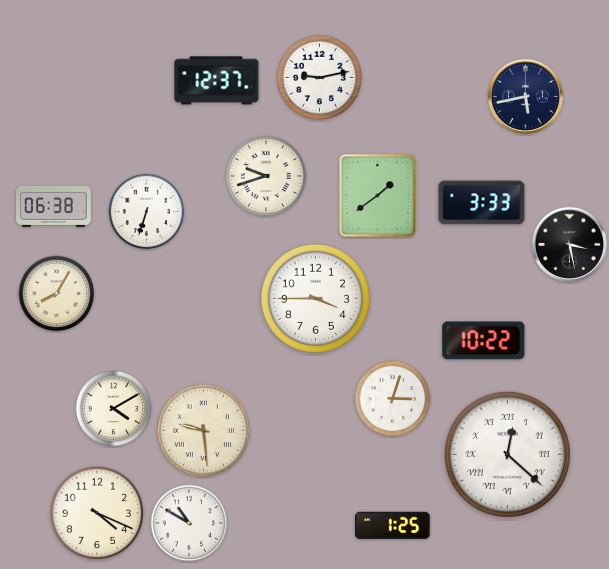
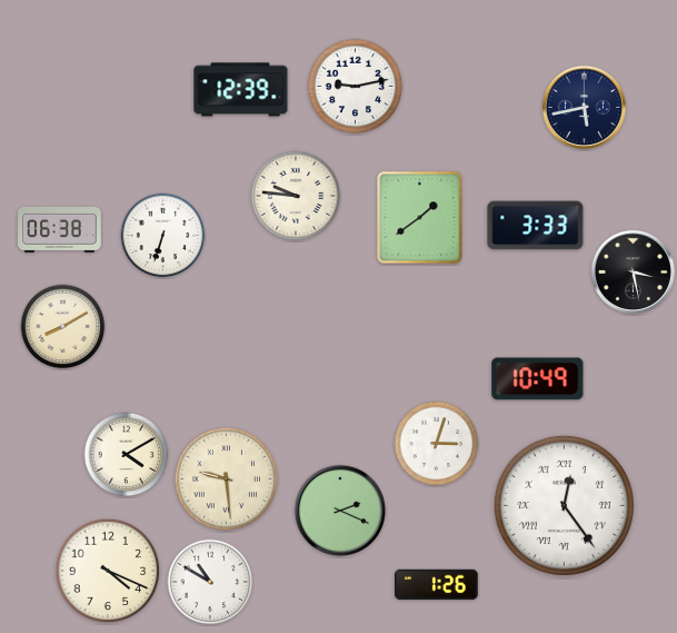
clock at (217, 81): 12:37 -> 12:39
clock at (266, 176): 9:42 -> 9:46
clock at (57, 294): 8:05 -> 8:10
clock at (315, 298): 3:45 -> none
clock at (484, 341): 10:22 -> 10:49
clock at (507, 454): 12:22 -> 12:24
clock at (339, 510): none -> 2:19
clock at (393, 525): 1:25 -> 1:26
